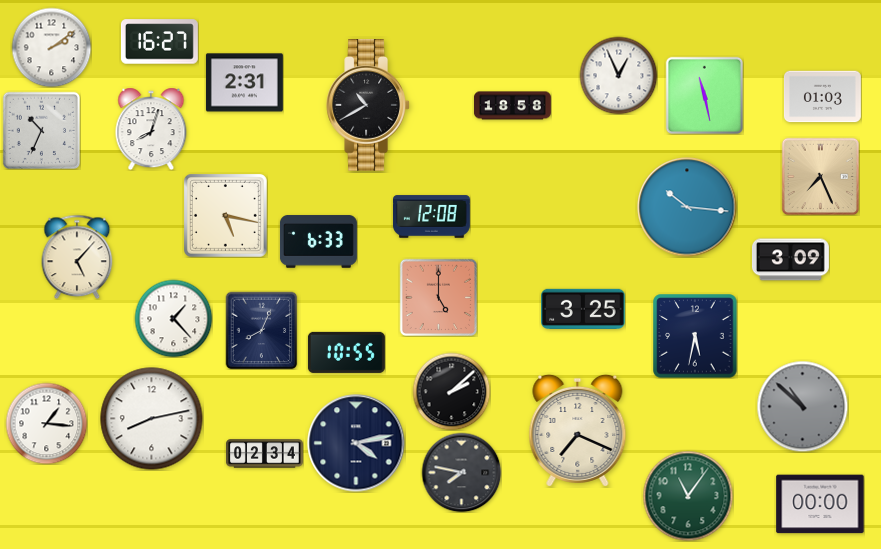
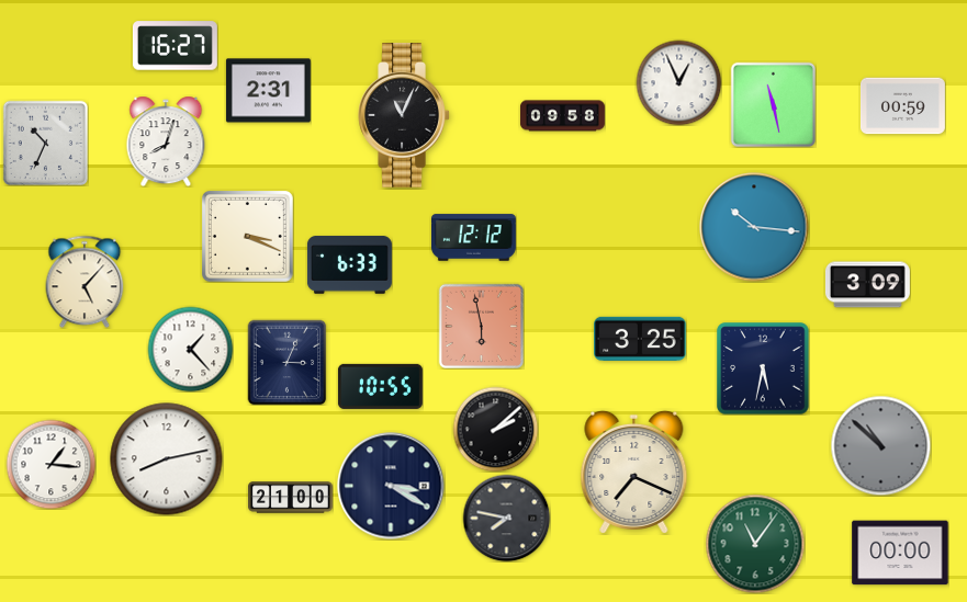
clock at (51, 47): 2:09 -> none
clock at (822, 97): 01:03 -> 00:59
clock at (368, 105): 10:40 -> 11:04
clock at (512, 106): 18:58 -> 09:58
clock at (820, 176): 7:26 -> none
clock at (225, 215): 5:17 -> 3:19
clock at (431, 217): 12:08 -> 12:12
clock at (438, 297): 5:00 -> 5:58
clock at (262, 330): 8:04 -> 3:04
clock at (356, 443): 4:13 -> 3:20
clock at (264, 454): 02:34 -> 21:00
